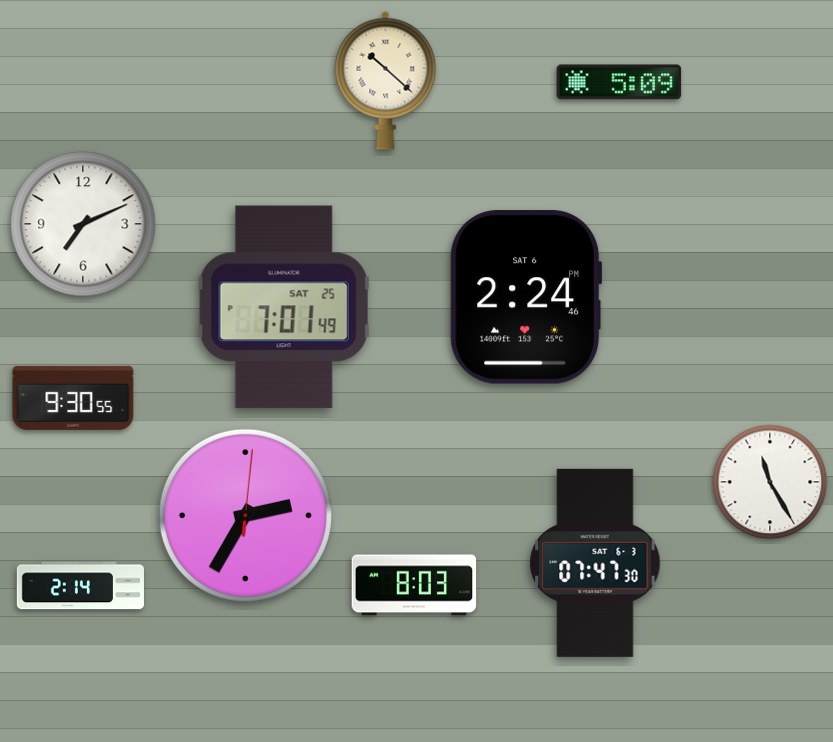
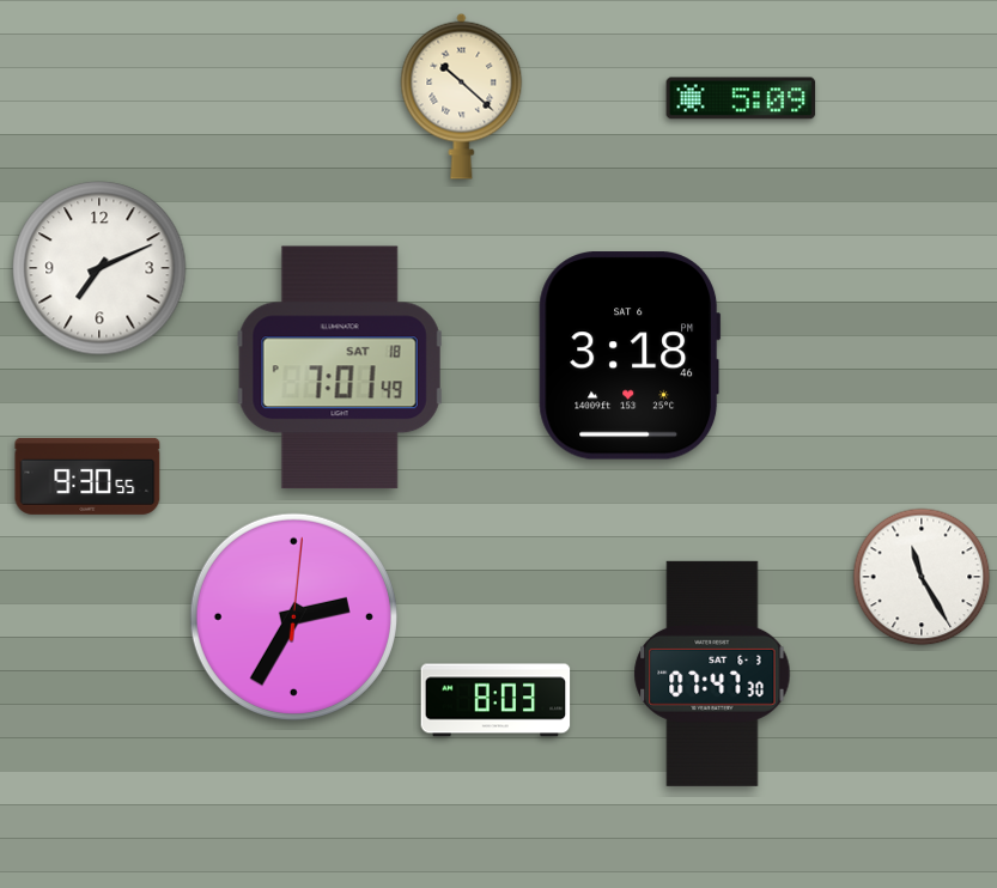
clock at (526, 297): 2:24 -> 3:18
clock at (284, 307) date: SAT 25 -> SAT 18
clock at (80, 586): 2:14 -> none
